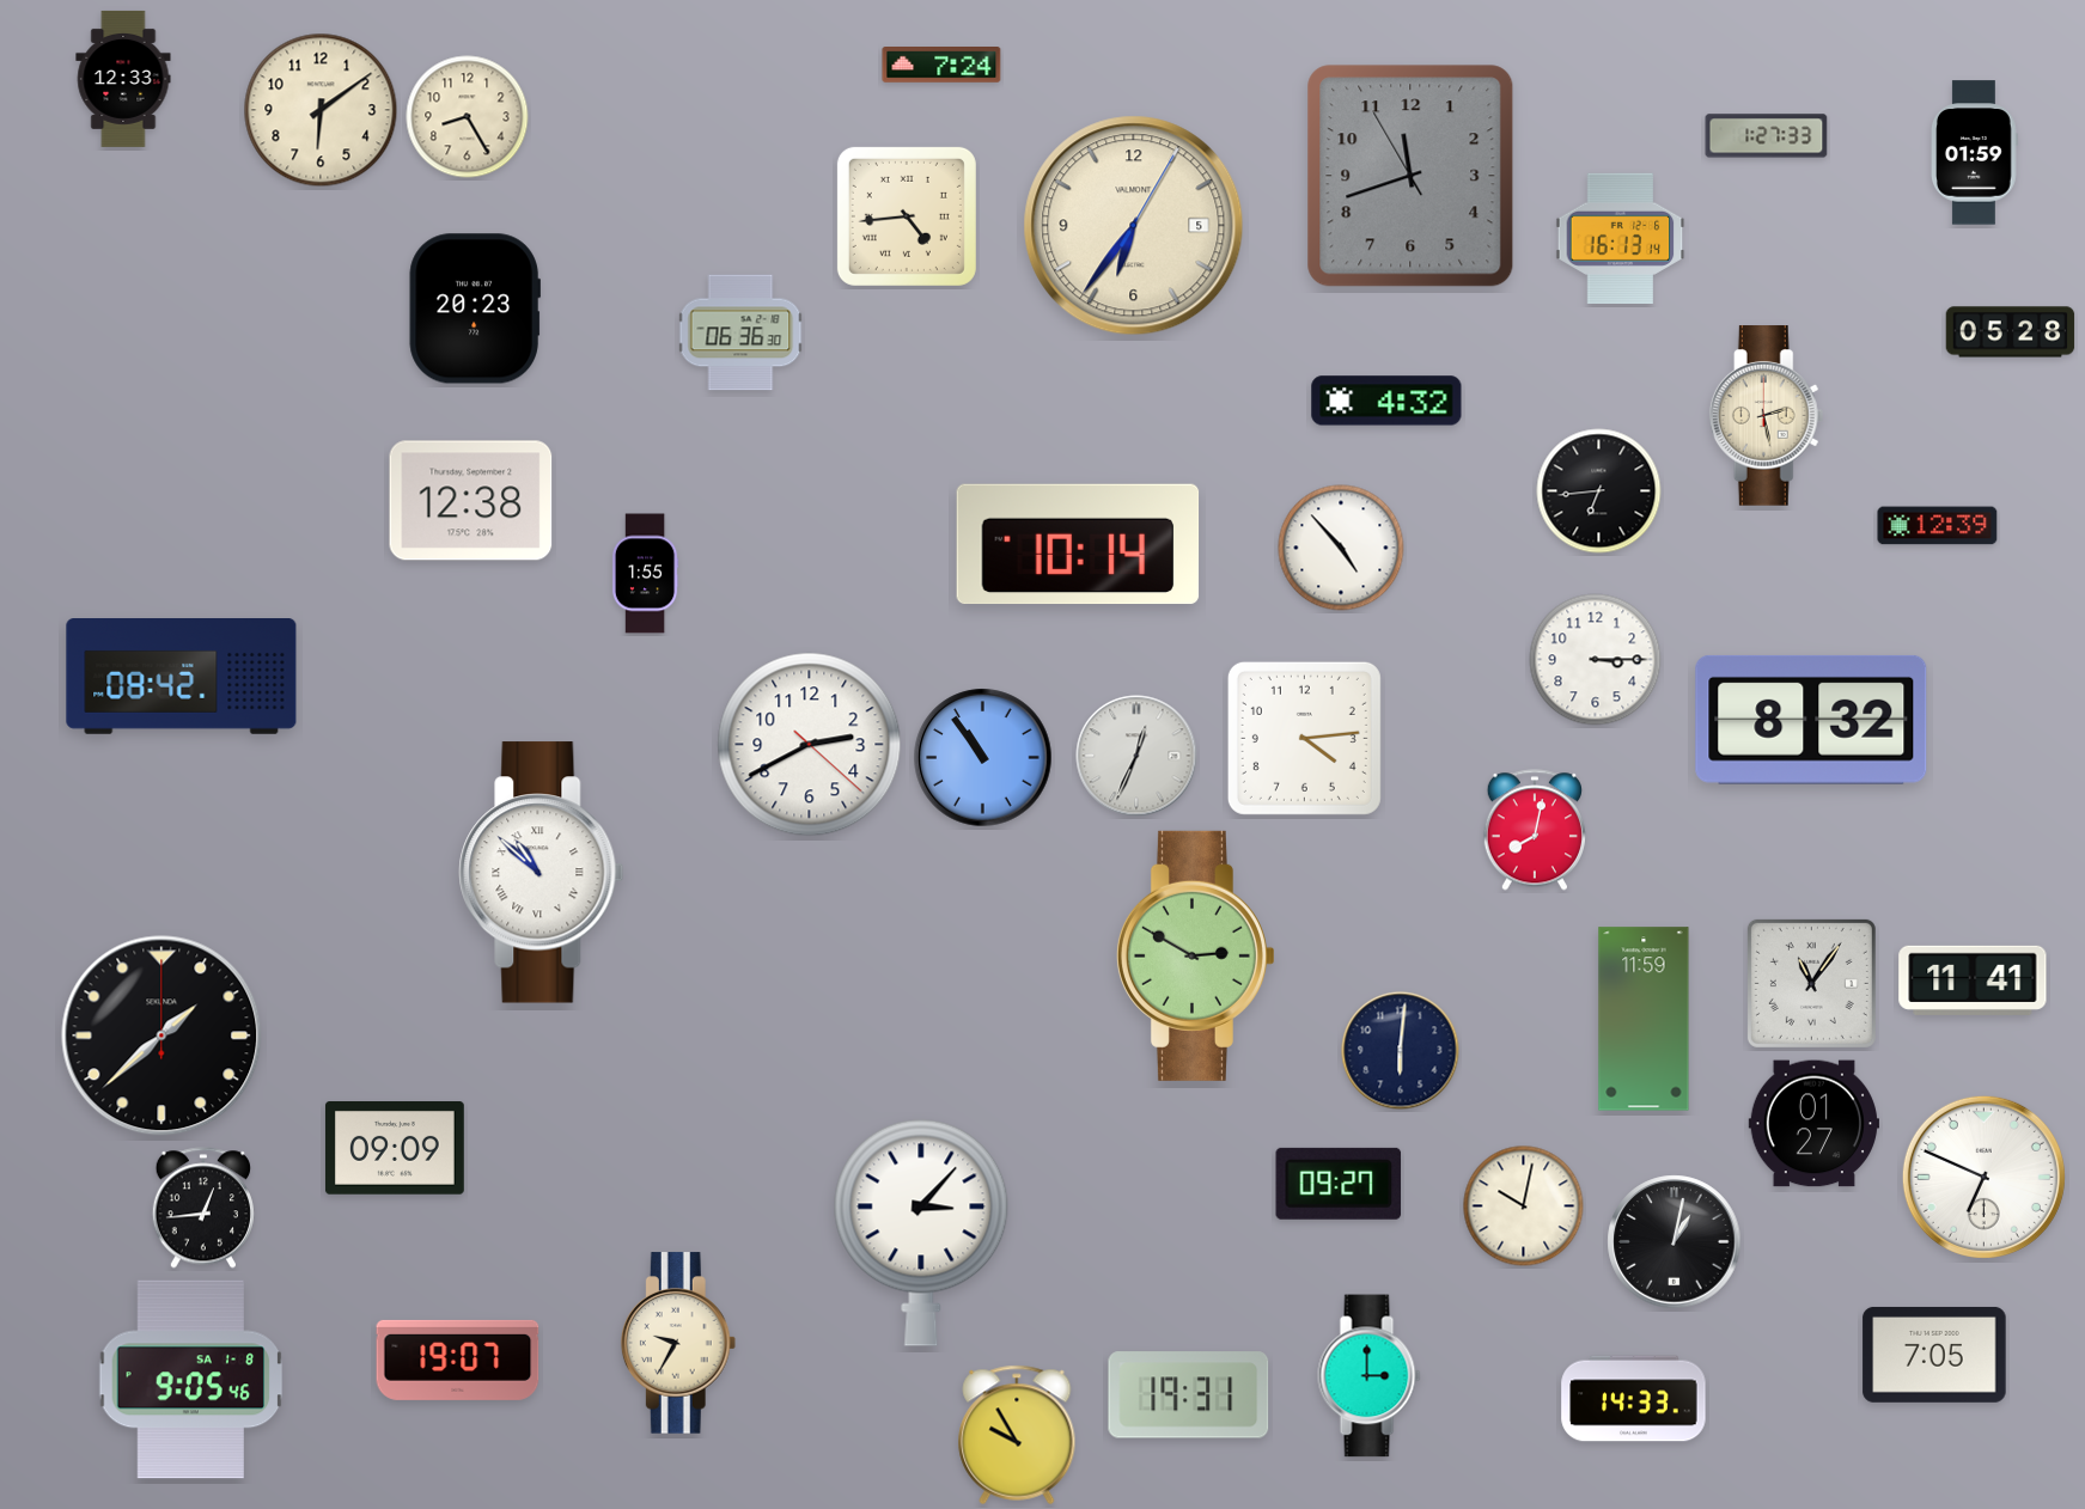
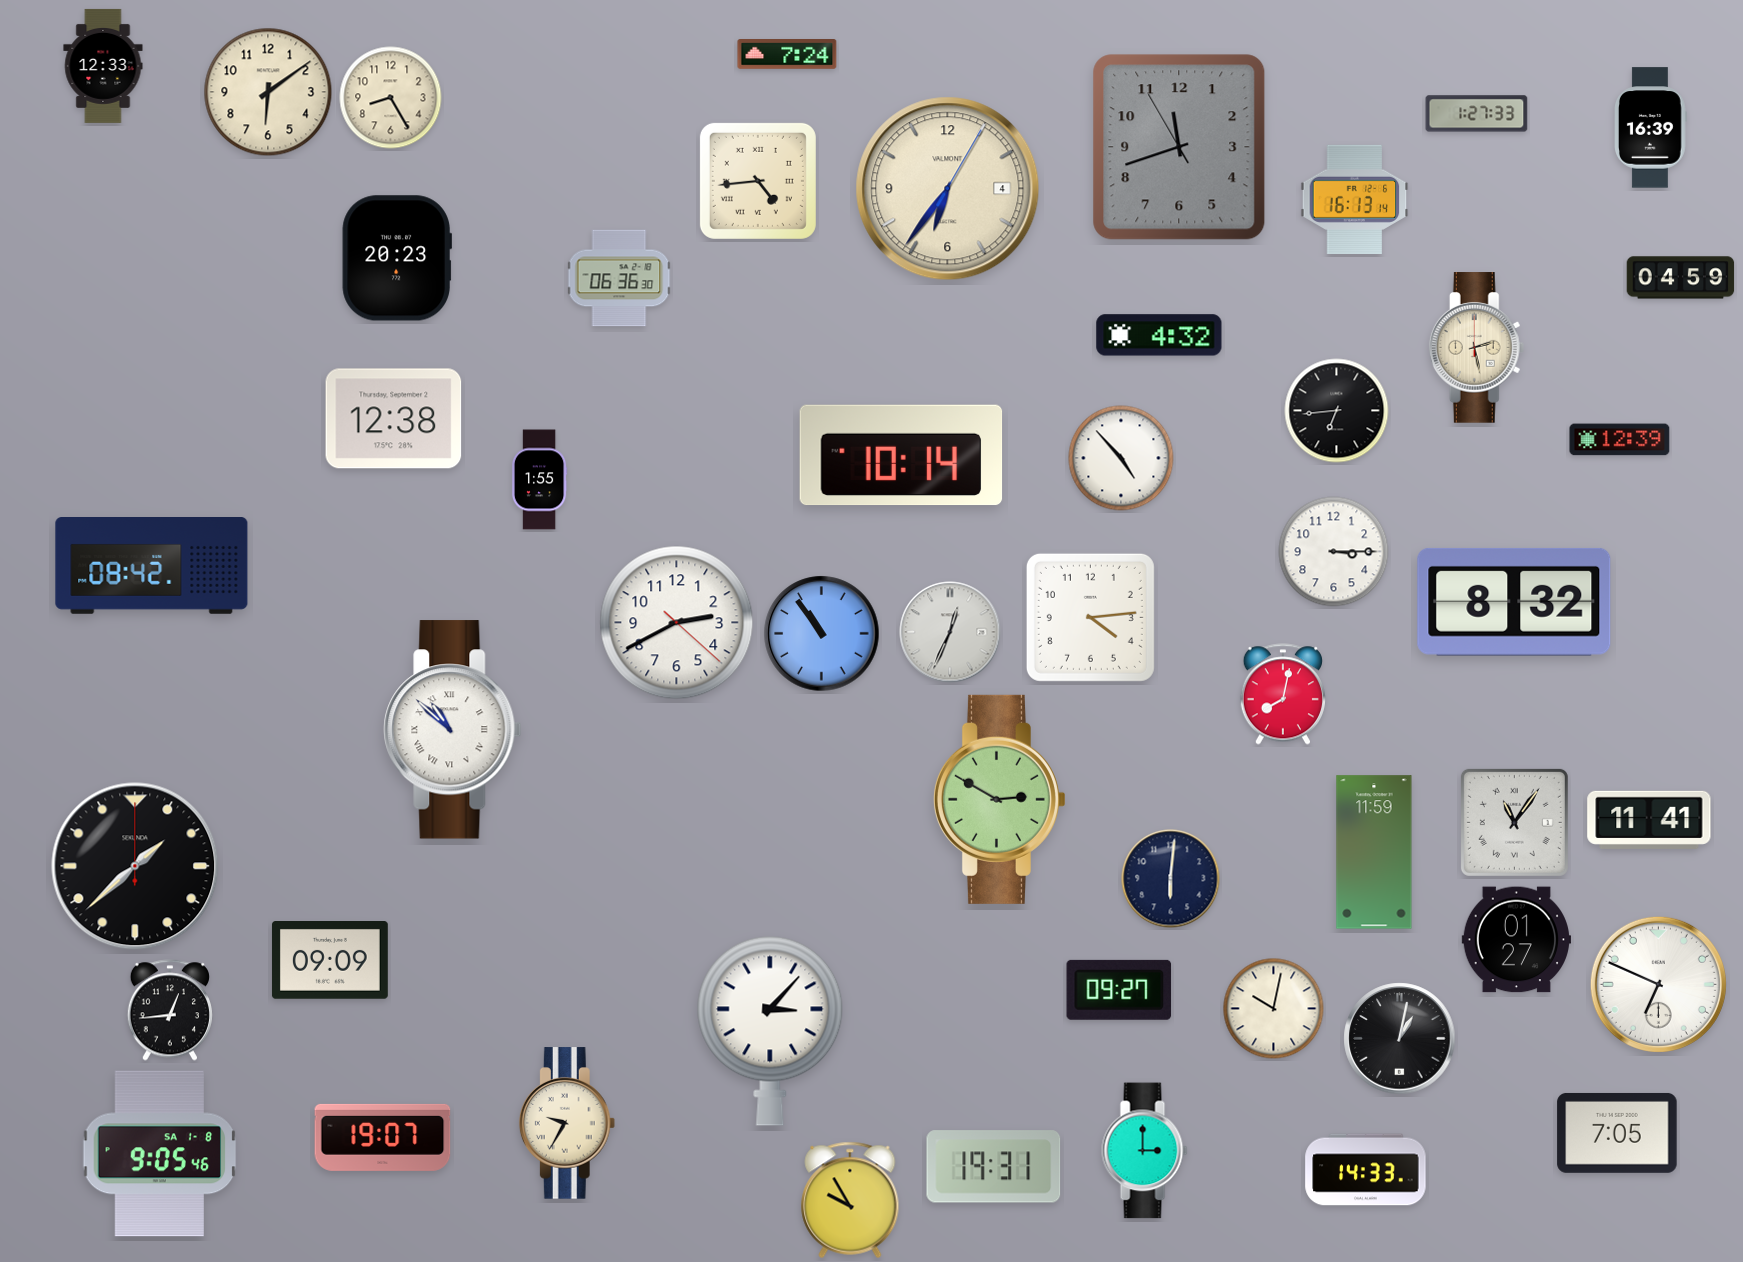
clock at (1975, 153): 01:59 -> 16:39
clock at (1134, 226) date: 5 -> 4
clock at (2011, 332): 05:28 -> 04:59
